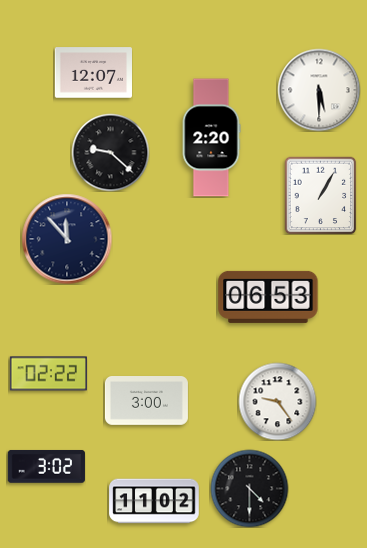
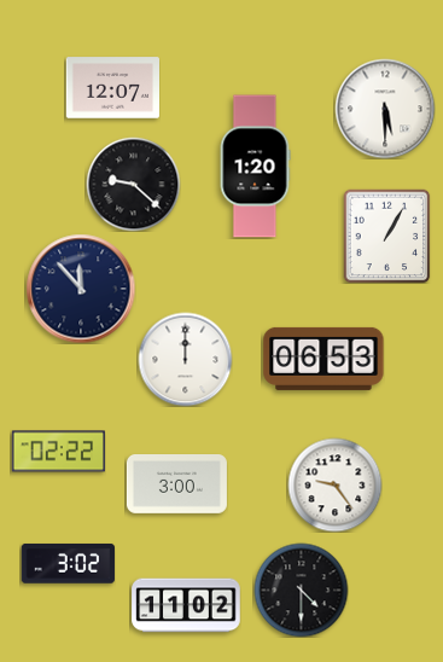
clock at (211, 138): 2:20 -> 1:20
clock at (185, 359): none -> 12:00
clock at (46, 467) position: (46, 467) -> (68, 564)
